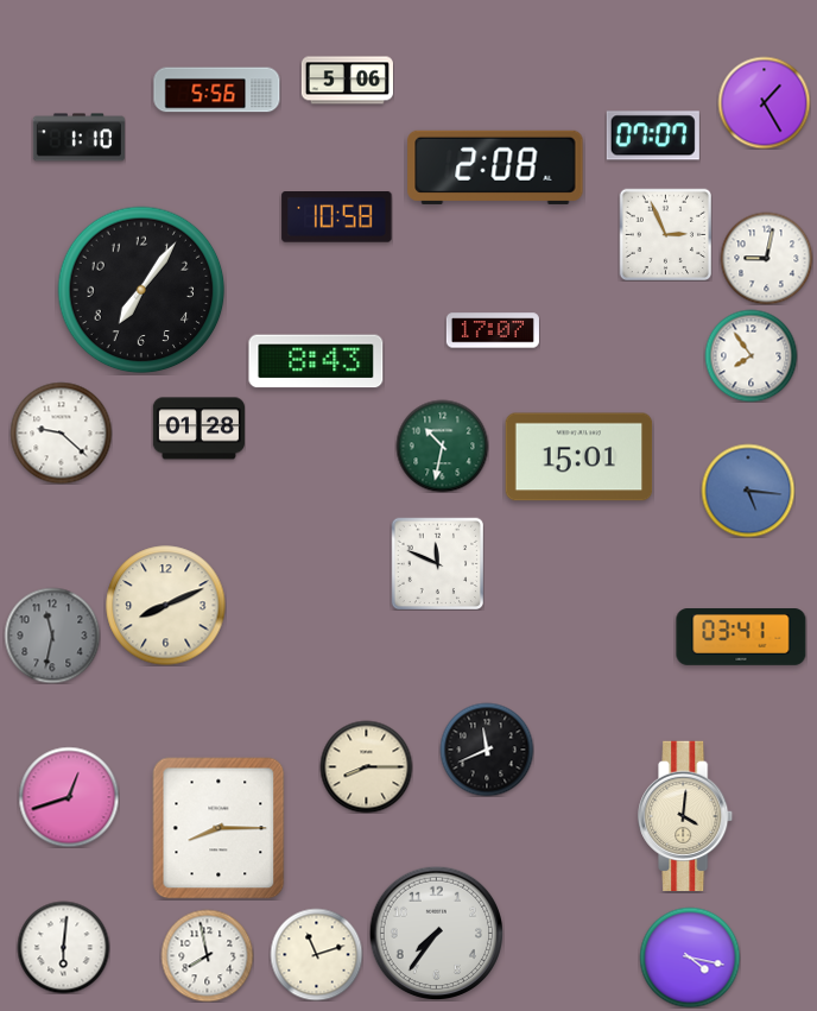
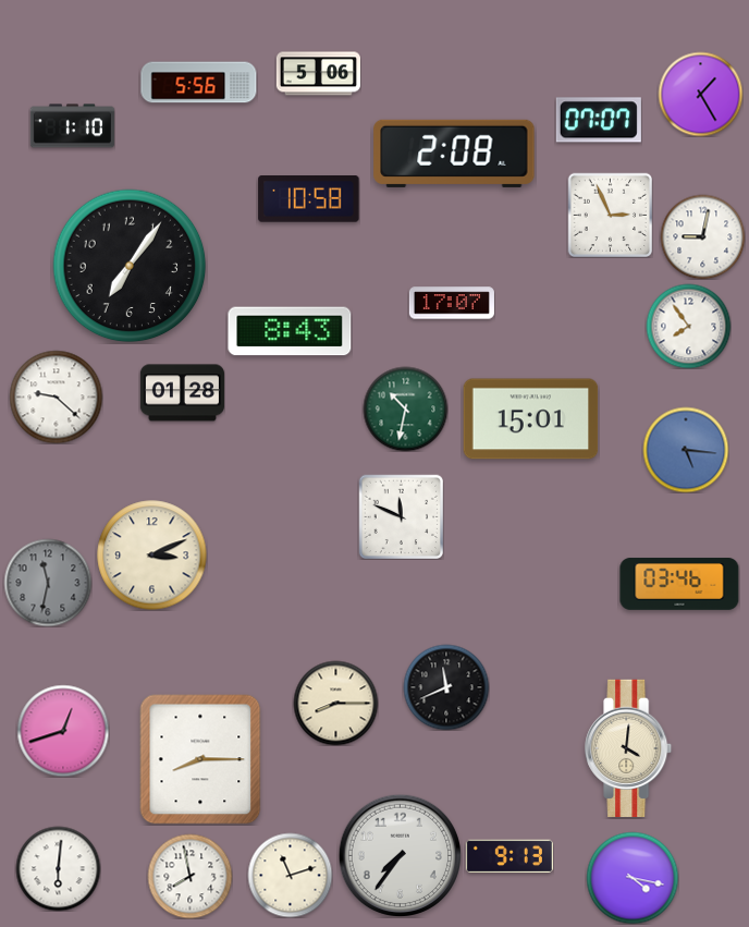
clock at (653, 135) position: (653, 135) -> (599, 120)
clock at (166, 606): 8:11 -> 3:11
clock at (741, 637): 03:41 -> 03:46
clock at (509, 856): none -> 9:13
